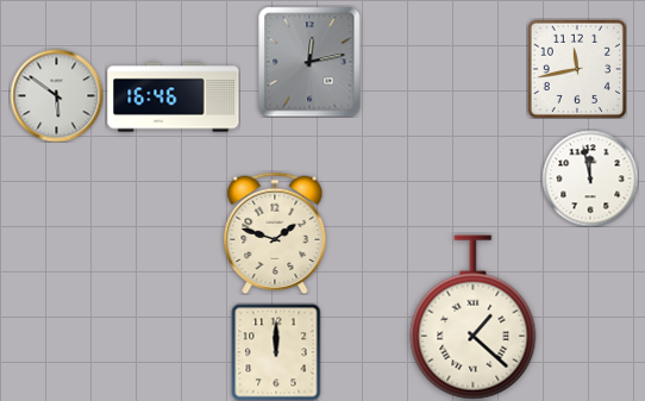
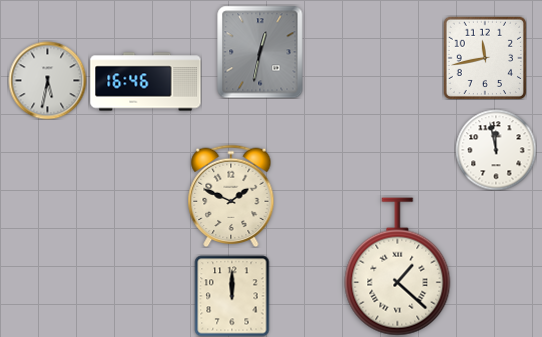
clock at (309, 62): 12:13 -> 12:32
clock at (56, 95): 5:51 -> 5:32
clock at (275, 233): 1:48 -> 1:49
